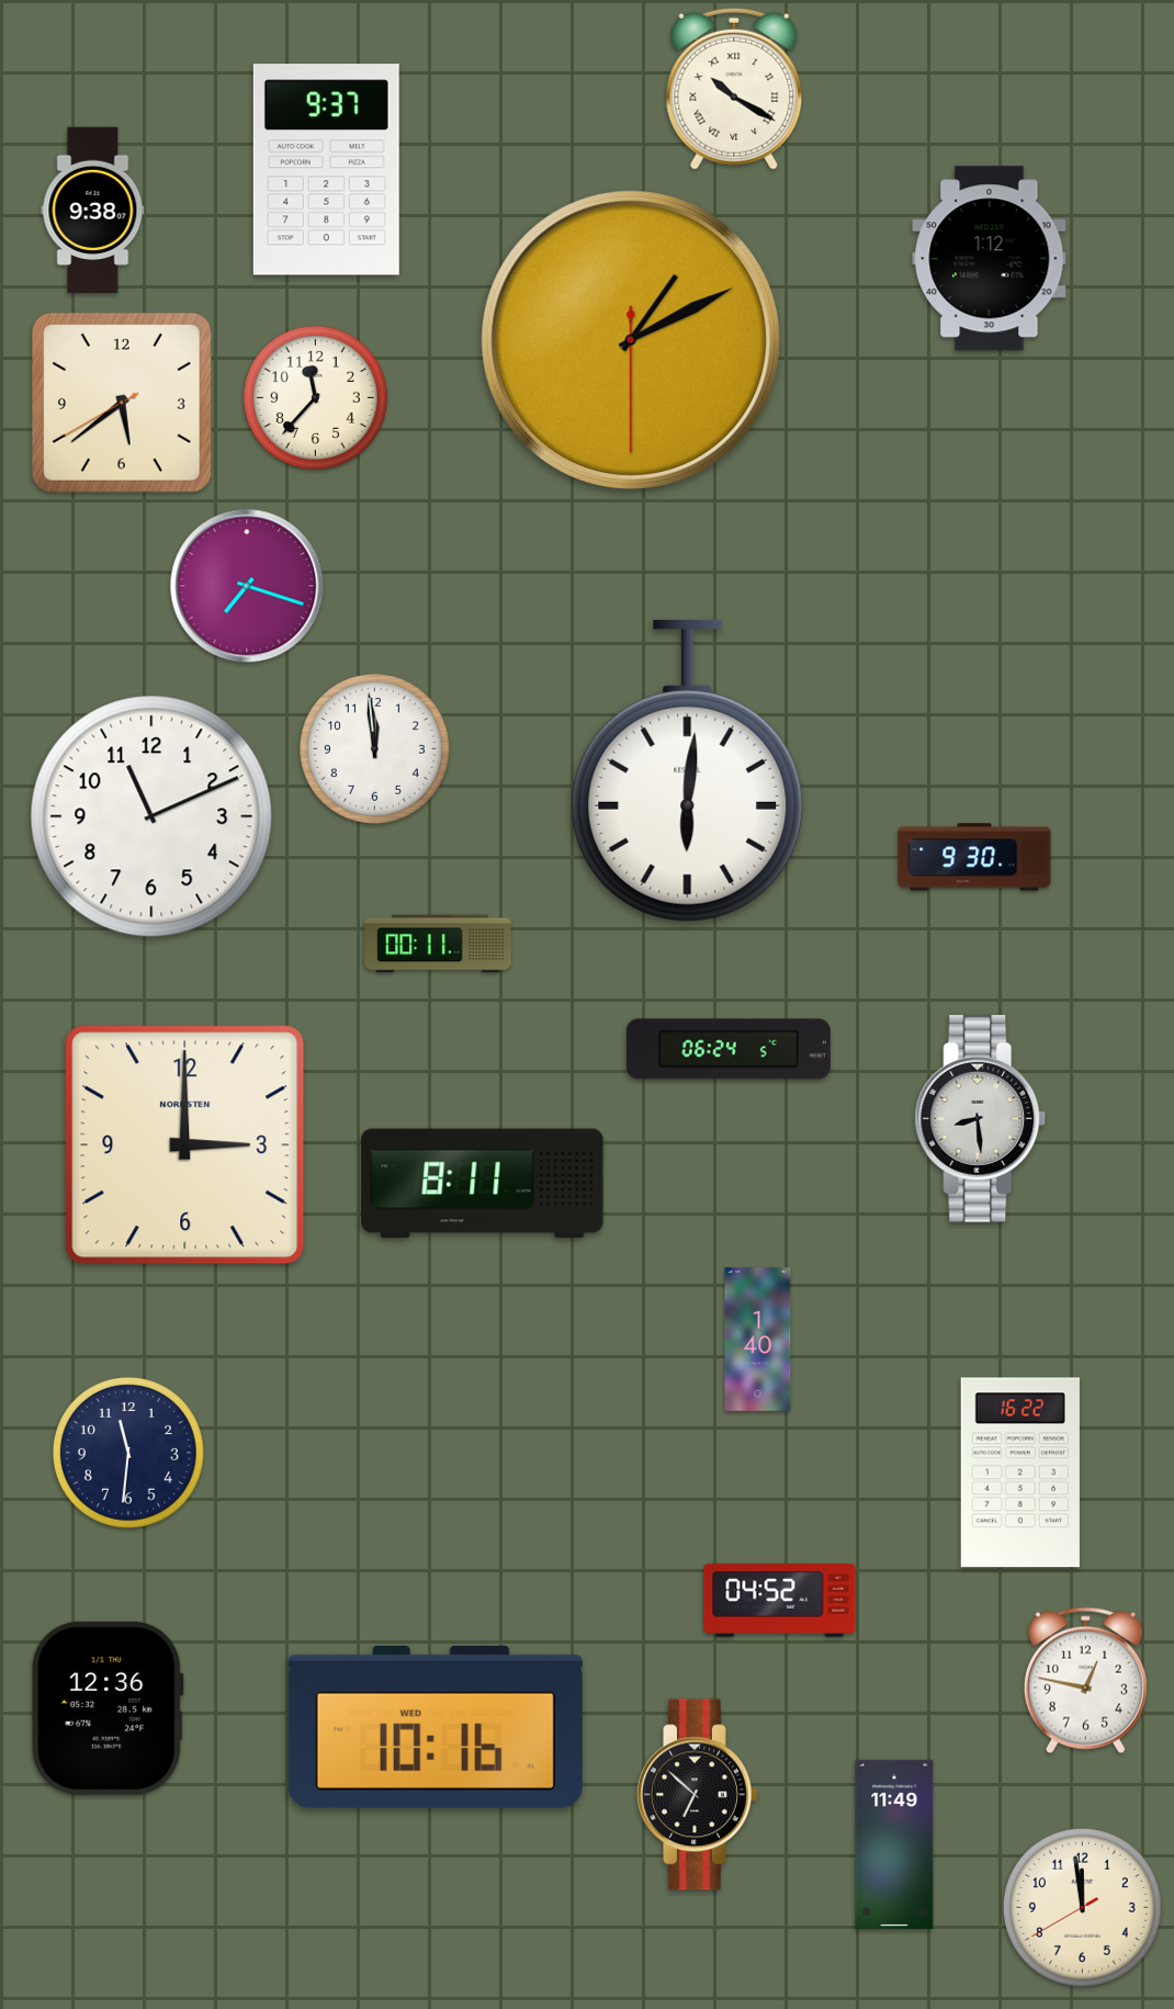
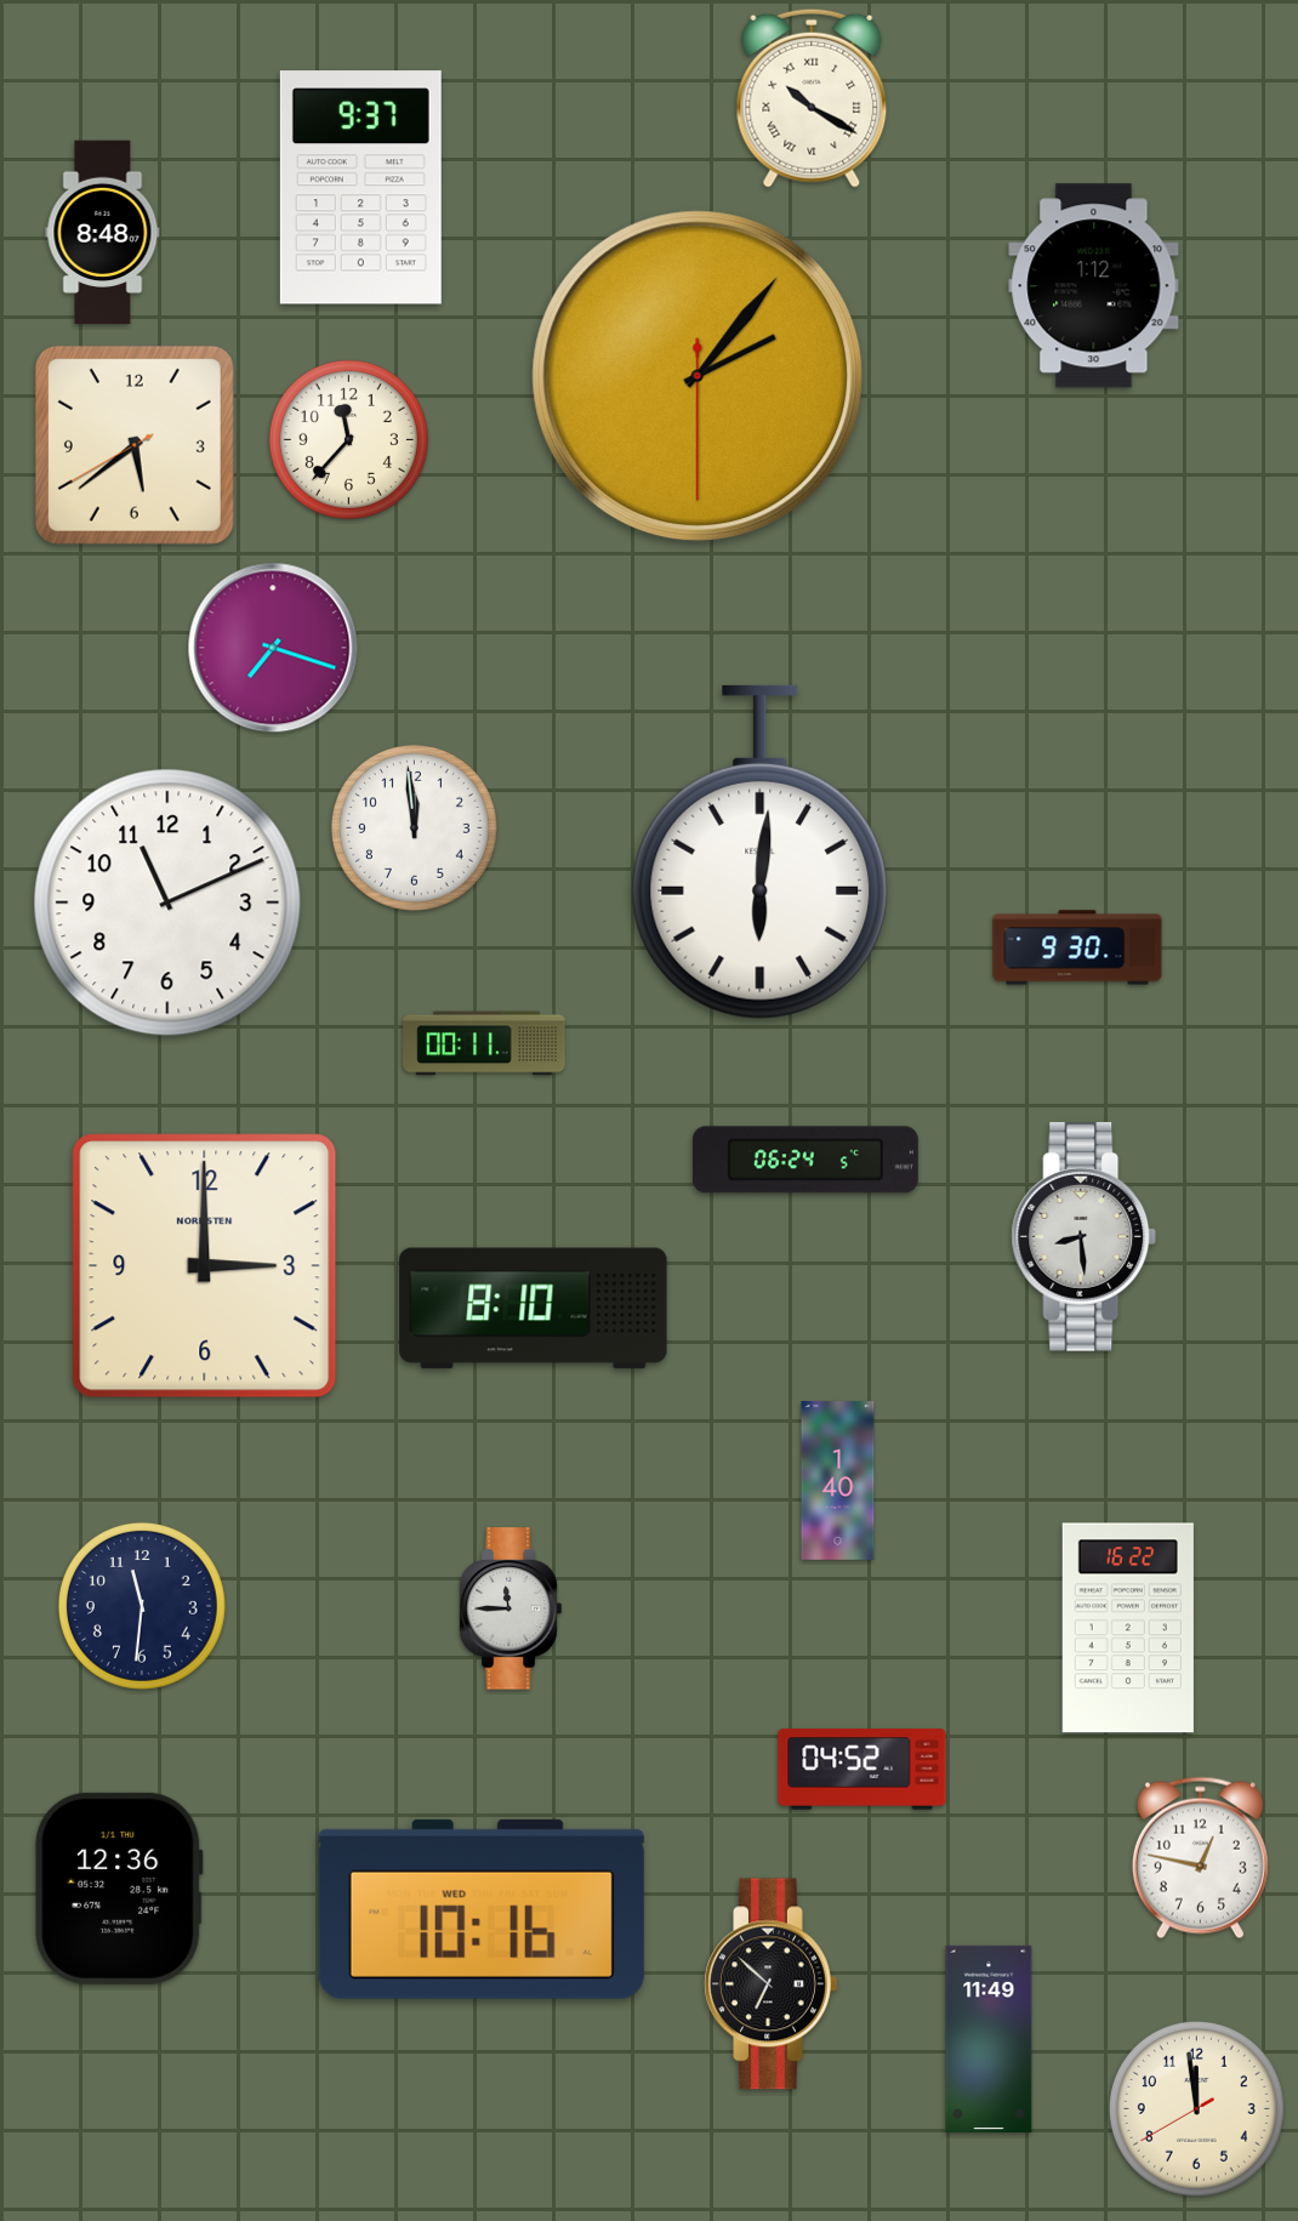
clock at (93, 211): 9:38 -> 8:48
clock at (631, 340): 1:10 -> 2:06
clock at (483, 1184): 8:11 -> 8:10
clock at (511, 1608): none -> 11:45
